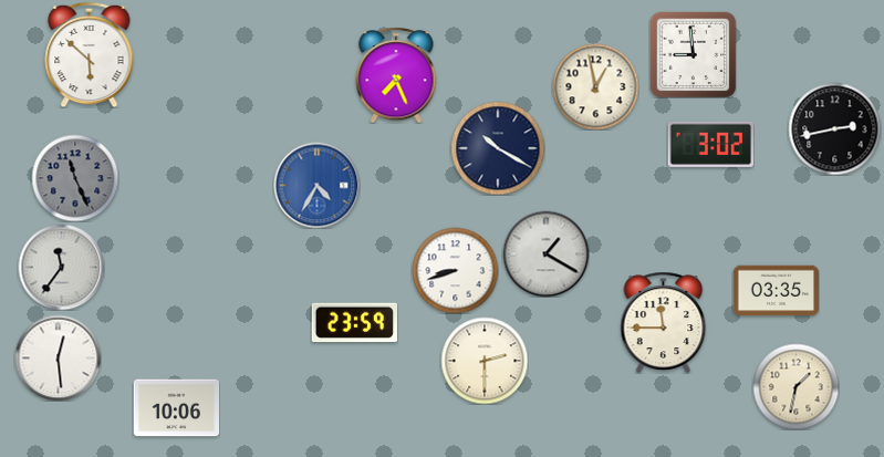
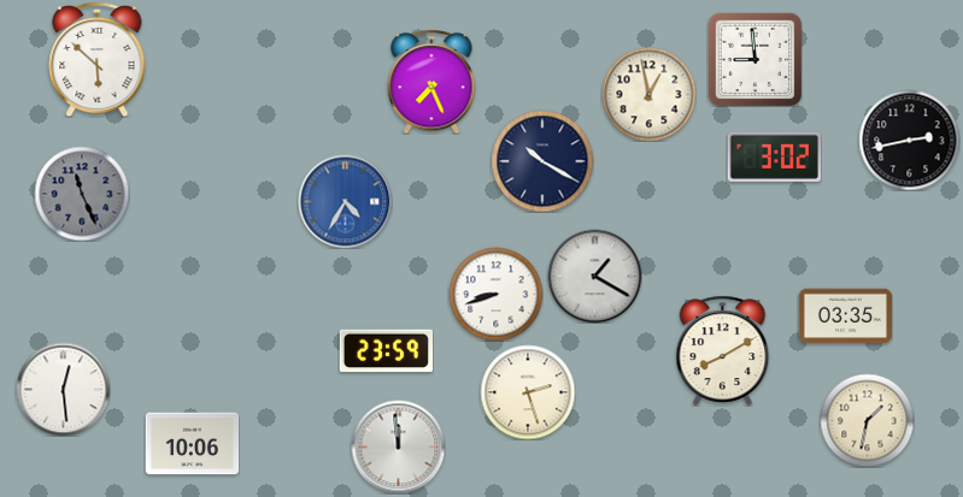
clock at (61, 267): 11:36 -> none
clock at (664, 322): 11:45 -> 8:10
clock at (485, 361): 2:30 -> 2:27
clock at (398, 446): none -> 11:59
